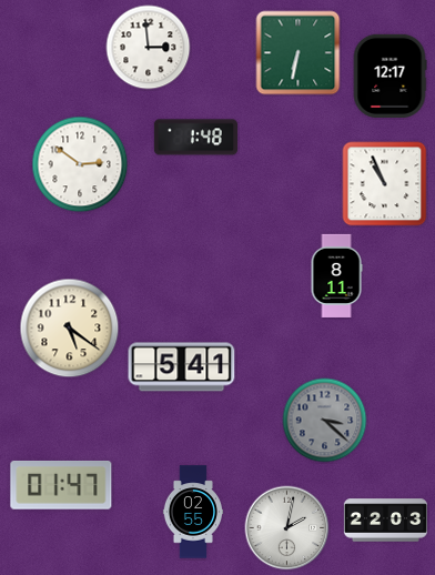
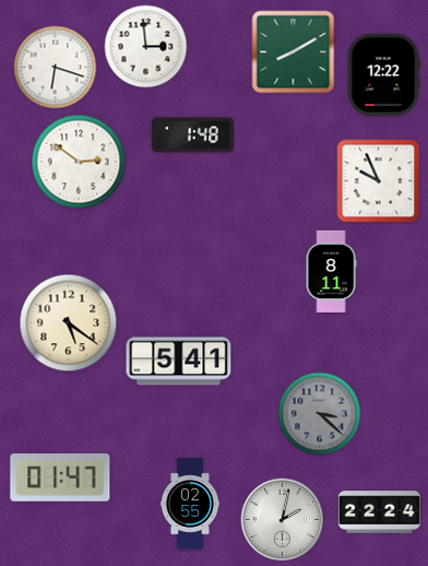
clock at (299, 53): 6:32 -> 8:10
clock at (56, 68): none -> 6:18
clock at (390, 75): 12:17 -> 12:22
clock at (385, 184): 10:56 -> 9:56
clock at (385, 521): 22:03 -> 22:24
